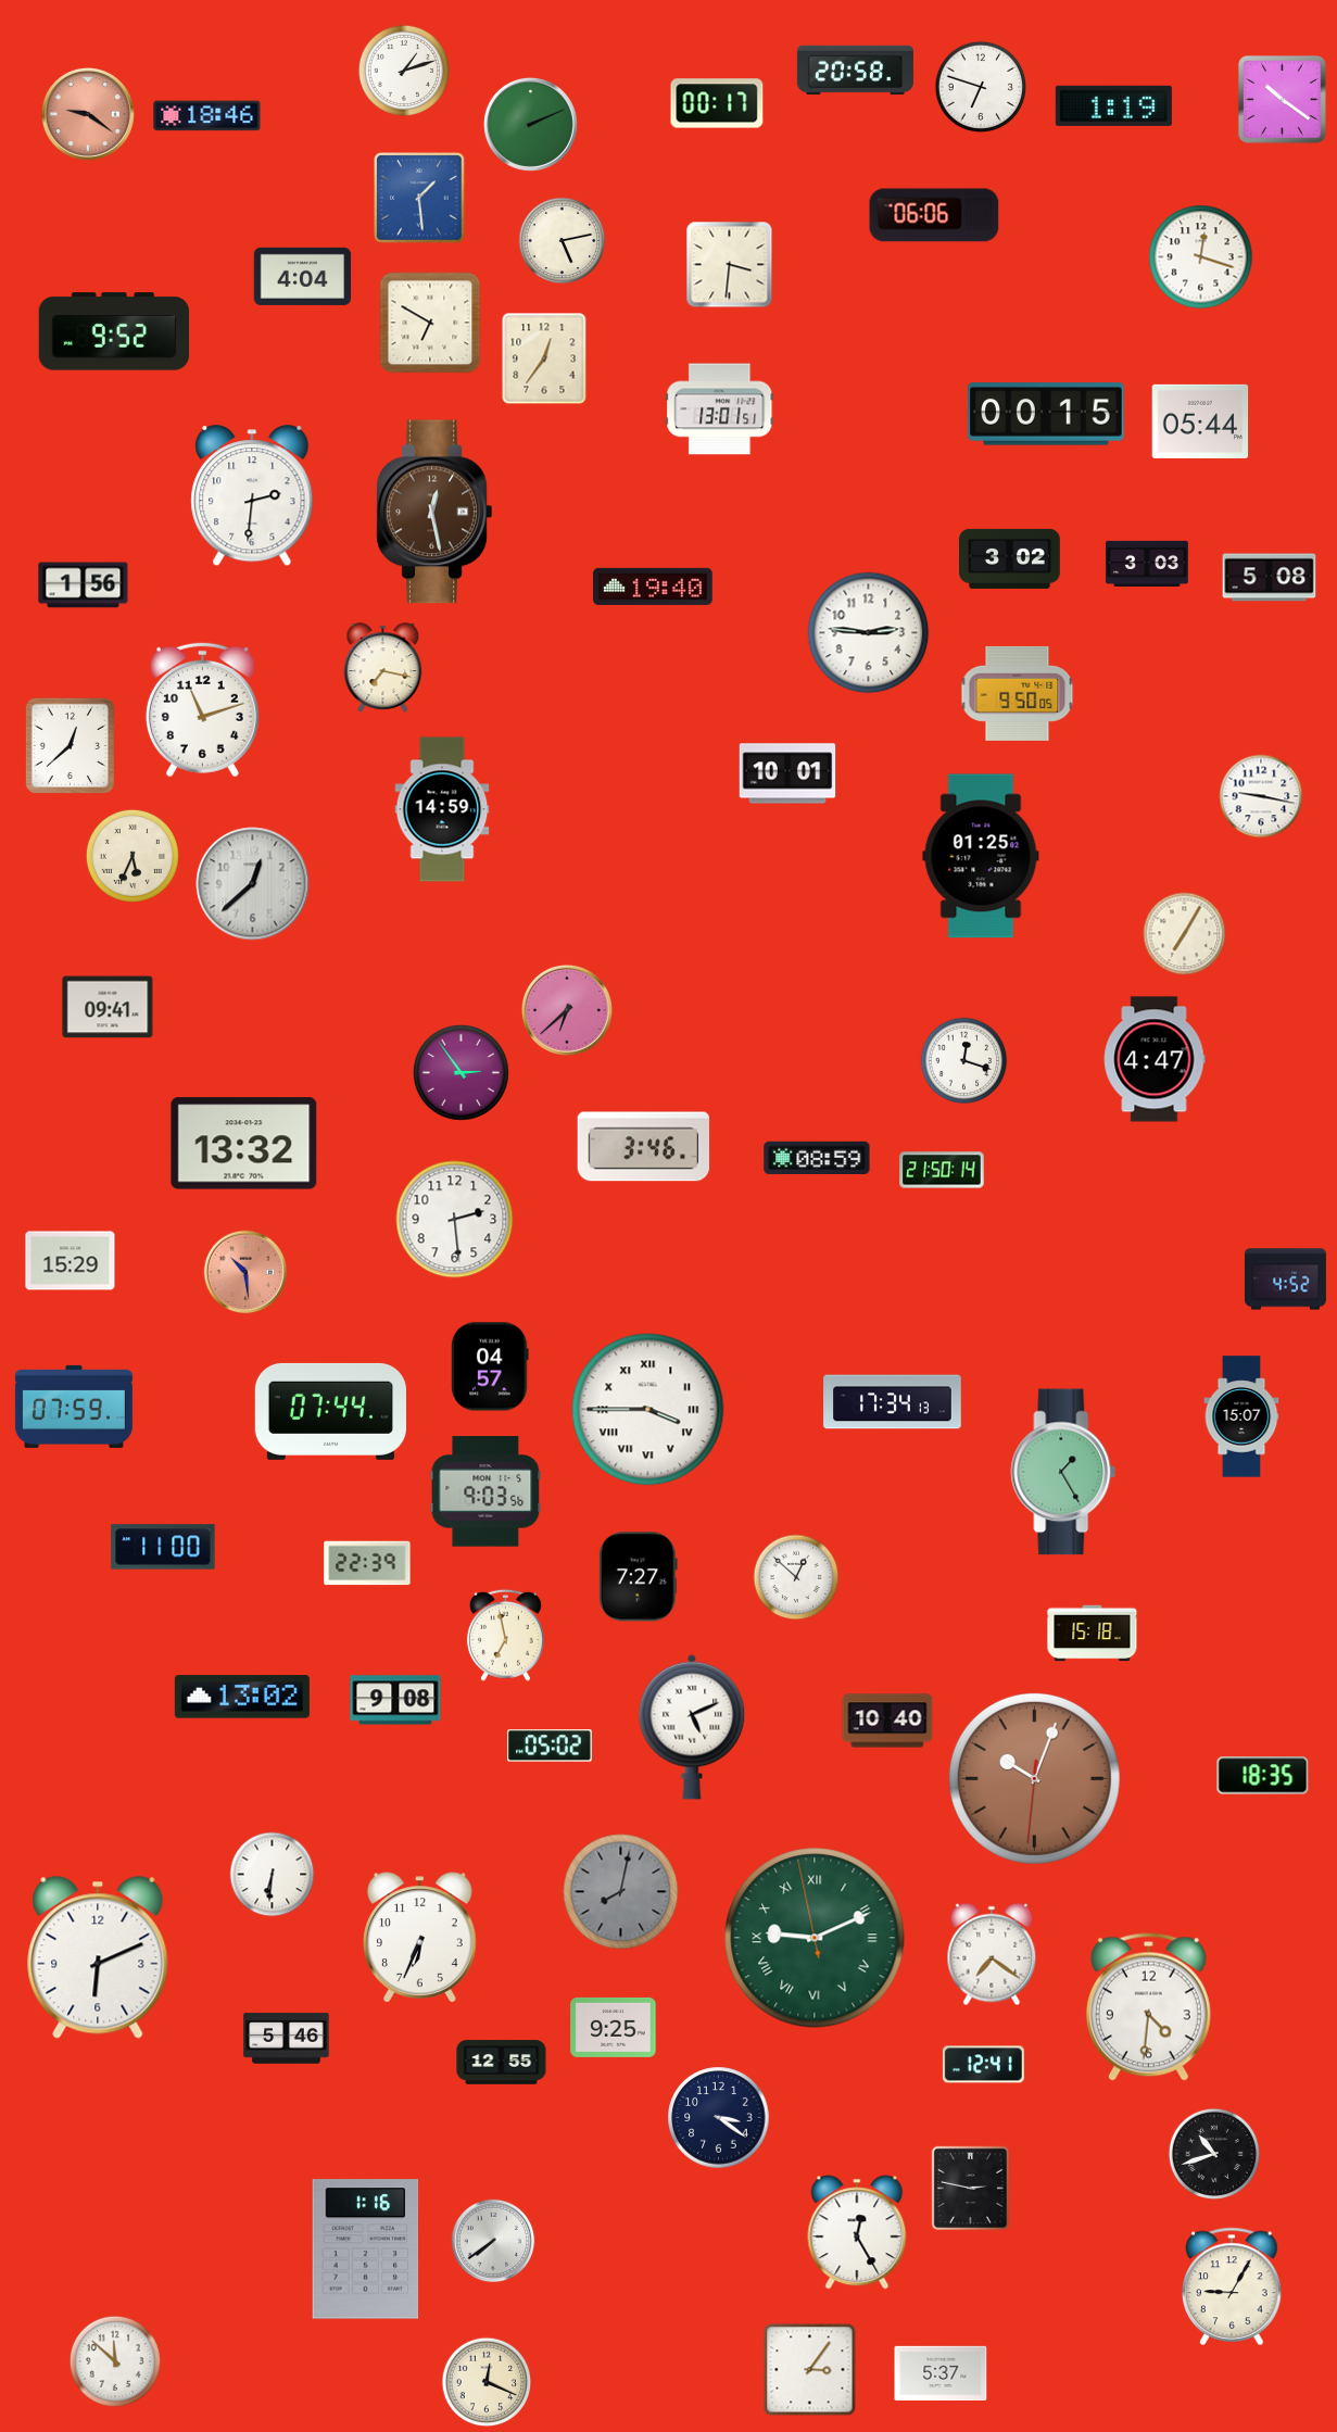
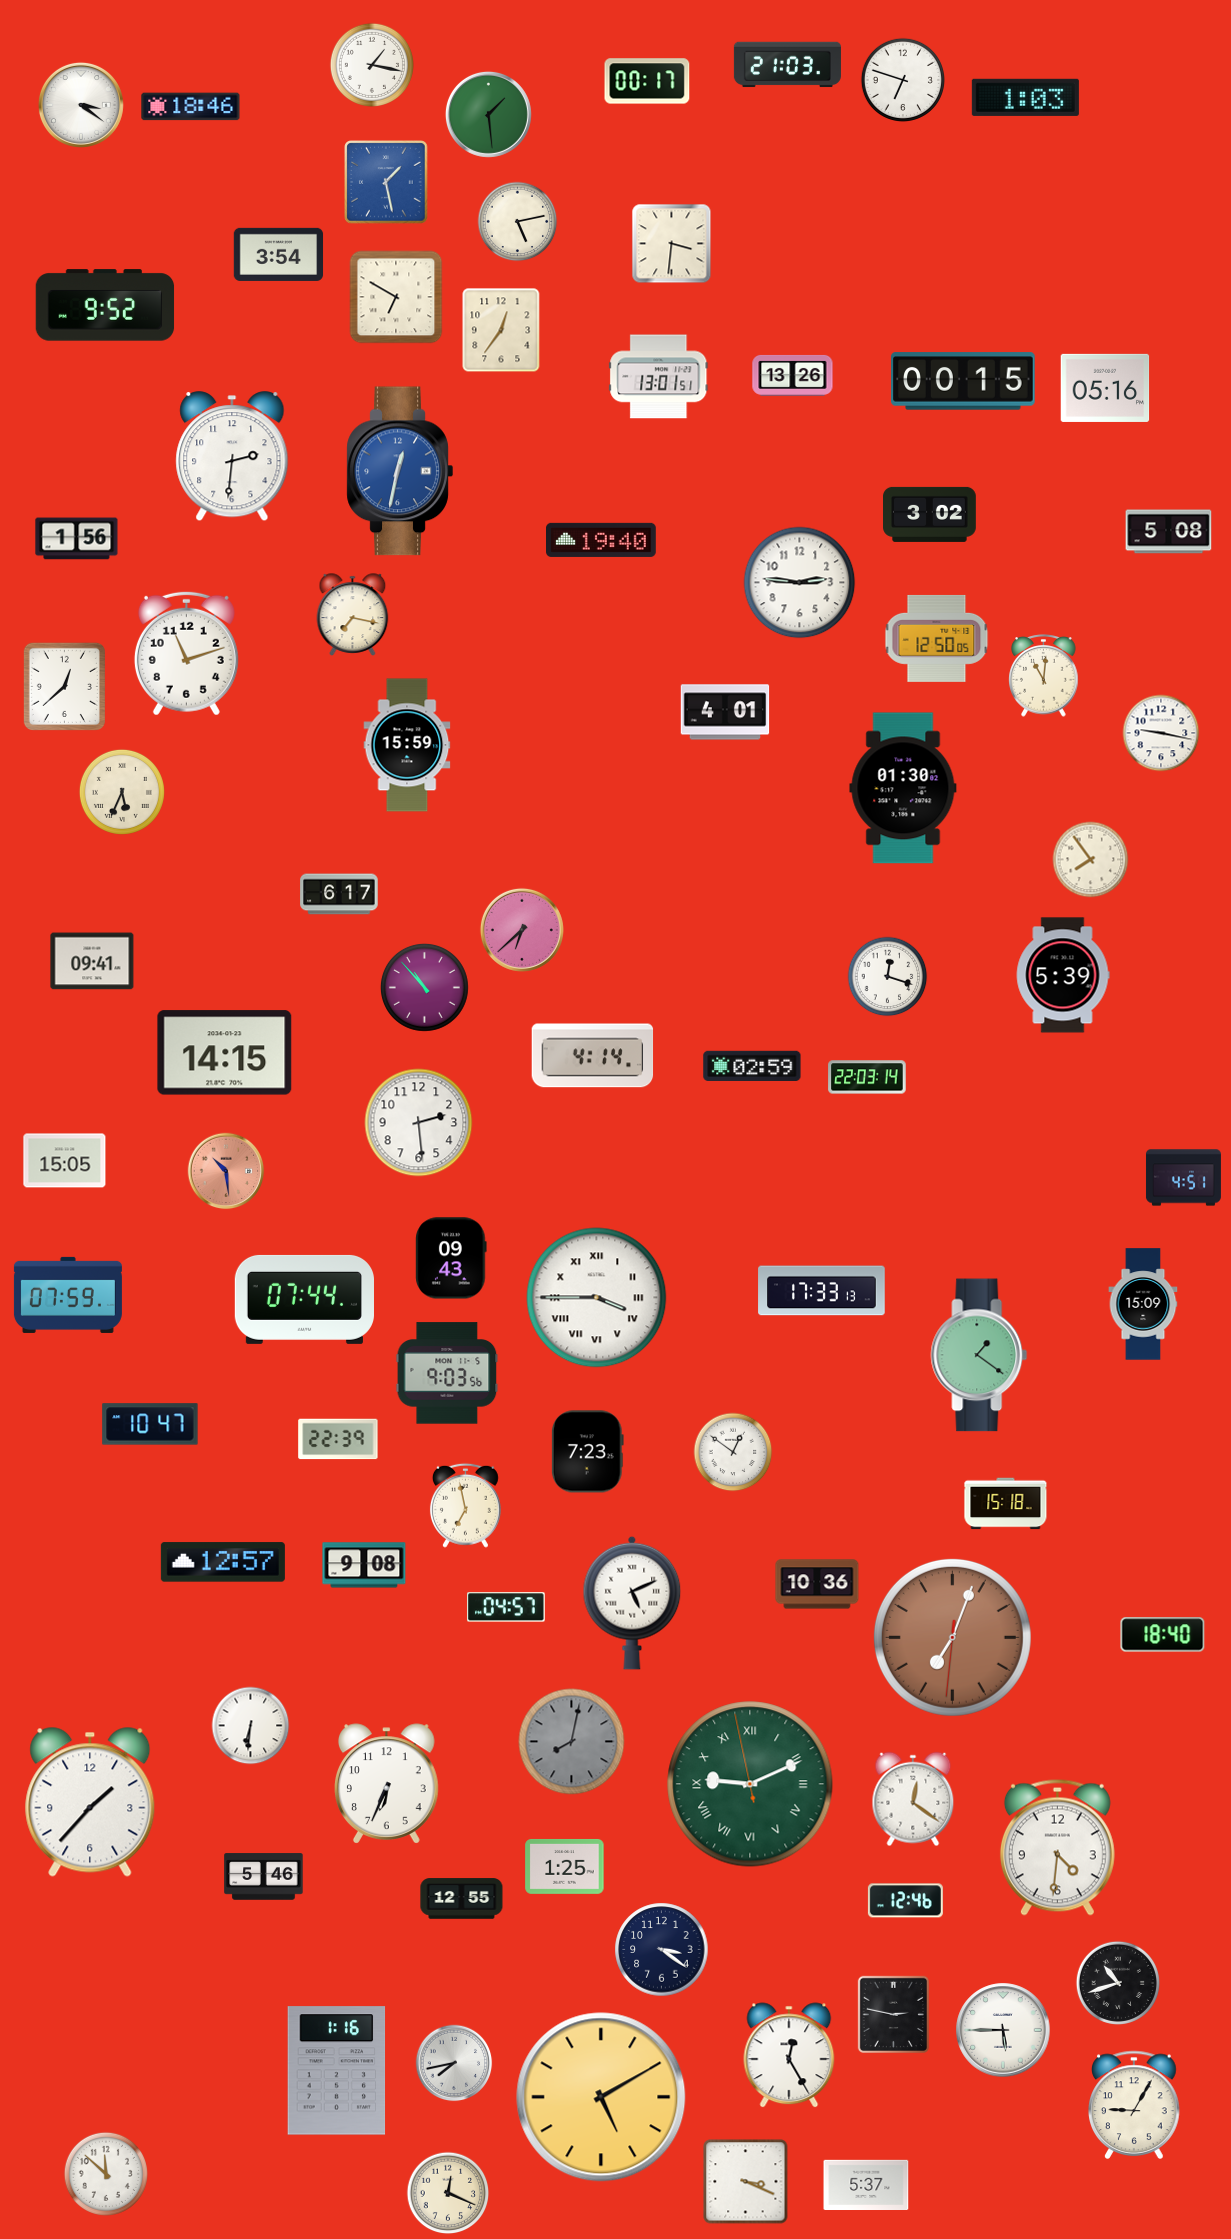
clock at (403, 70): 1:12 -> 1:17
clock at (855, 71): 20:58 -> 21:03
clock at (1282, 99): 10:21 -> none
clock at (717, 103) position: (717, 103) -> (647, 81)
clock at (1113, 105): 1:19 -> 1:03
clock at (88, 114): 9:21 -> 3:21
clock at (88, 114) dial: salmon -> white
clock at (530, 124): 2:11 -> 1:29
clock at (419, 198): 1:29 -> 1:28
clock at (934, 215): 06:06 -> none
clock at (1201, 257): 12:18 -> none
clock at (303, 276): 4:04 -> 3:54
clock at (793, 375): none -> 13:26
clock at (720, 409) position: (720, 409) -> (659, 377)
clock at (1200, 421): 05:44 -> 05:16
clock at (434, 512): 12:28 -> 12:32
clock at (434, 512) dial: brown -> blue
clock at (1148, 564): 3:03 -> none
clock at (1018, 693): 9:50 -> 12:50
clock at (1044, 676): none -> 11:01
clock at (787, 773): 10:01 -> 4:01
clock at (442, 809): 14:59 -> 15:59
clock at (133, 856) position: (133, 856) -> (122, 792)
clock at (981, 856): 01:25 -> 01:30
clock at (253, 884): 12:38 -> none
clock at (1185, 934): 7:05 -> 7:54
clock at (339, 894): none -> 6:17
clock at (108, 1007) position: (108, 1007) -> (92, 961)
clock at (1155, 1059): 4:47 -> 5:39
clock at (461, 1072): 2:54 -> 10:53
clock at (244, 1144): 13:32 -> 14:15
clock at (644, 1147): 3:46 -> 4:14
clock at (817, 1158): 08:59 -> 02:59
clock at (942, 1170): 21:50 -> 22:03
clock at (71, 1261): 15:29 -> 15:05
clock at (1285, 1280): 4:52 -> 4:51
clock at (490, 1366): 04:57 -> 09:43
clock at (893, 1402): 17:34 -> 17:33
clock at (1241, 1416): 15:07 -> 15:09
clock at (1063, 1472): 1:25 -> 1:21
clock at (163, 1547): 11:00 -> 10:47
clock at (638, 1577): 7:27 -> 7:23
clock at (796, 1577): 12:52 -> 12:51
clock at (242, 1697): 13:02 -> 12:57
clock at (887, 1721): 10:40 -> 10:36
clock at (692, 1727) position: (692, 1727) -> (632, 1603)
clock at (550, 1746): 05:02 -> 04:57
clock at (1263, 1776): 18:35 -> 18:40
clock at (1034, 1778): 10:03 -> 7:03
clock at (992, 1954): 7:21 -> 12:21
clock at (98, 1957): 6:11 -> 1:37
clock at (614, 2027): 9:25 -> 1:25
clock at (983, 2065): 12:41 -> 12:46
clock at (1003, 2030): none -> 5:45
clock at (493, 2241): 7:39 -> 7:43
clock at (601, 2097): none -> 5:10
clock at (810, 2370): 3:06 -> 3:19
